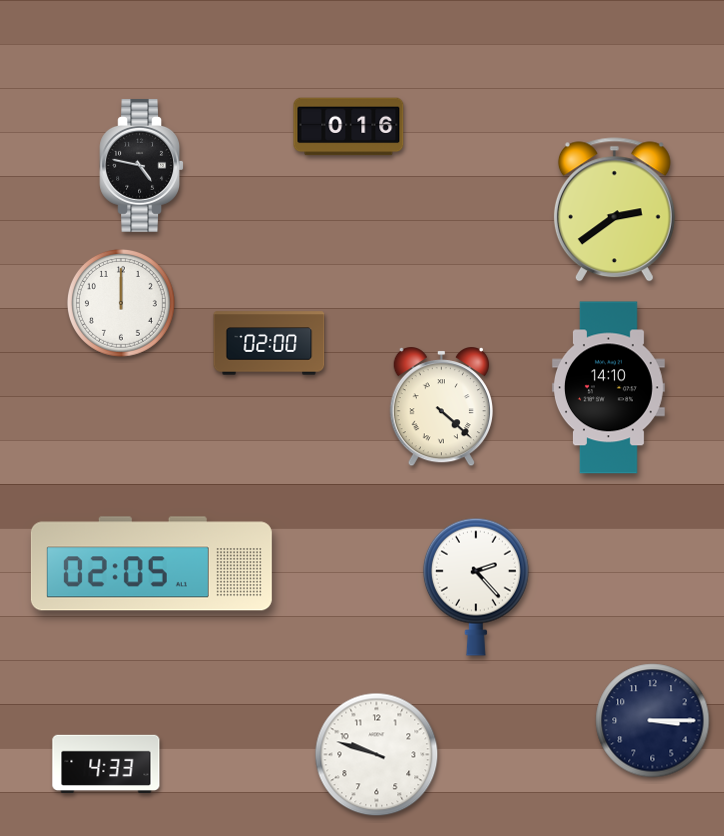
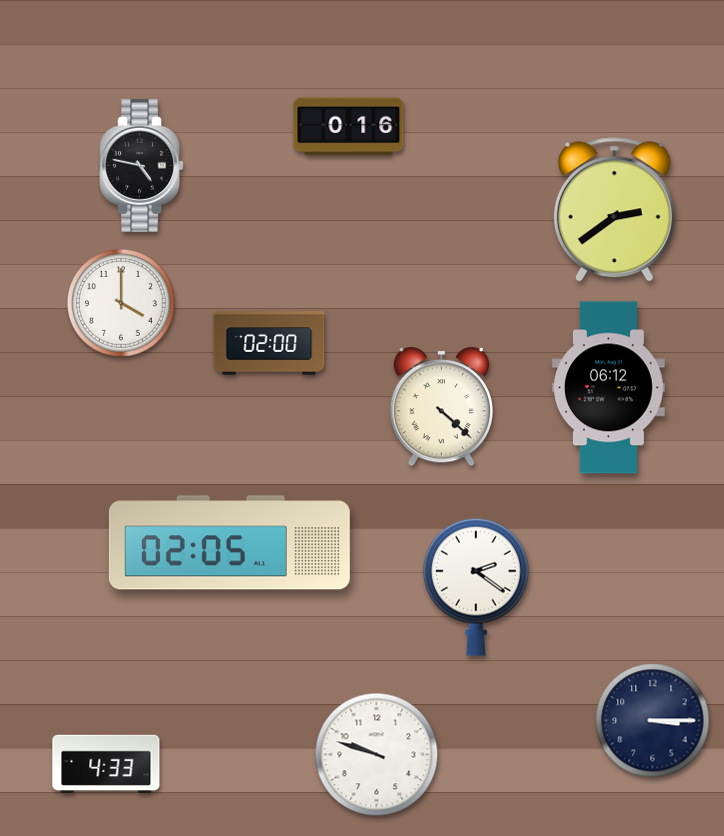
clock at (121, 303): 12:00 -> 4:00
clock at (608, 388): 14:10 -> 06:12
clock at (151, 564) position: (151, 564) -> (229, 543)
clock at (476, 587): 2:23 -> 2:21
